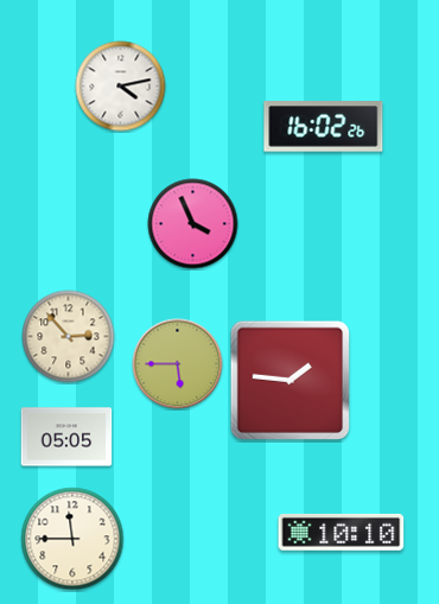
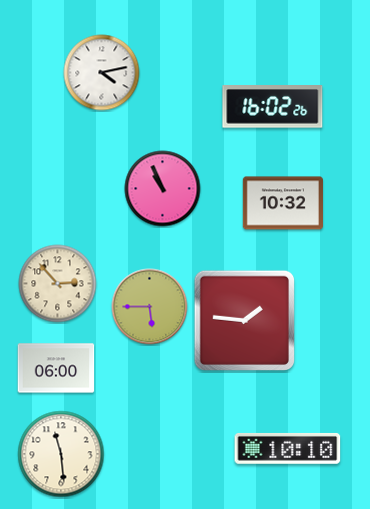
clock at (193, 224): 3:56 -> 10:56
clock at (283, 203): none -> 10:32
clock at (66, 437): 05:05 -> 06:00
clock at (72, 539): 11:45 -> 11:29
